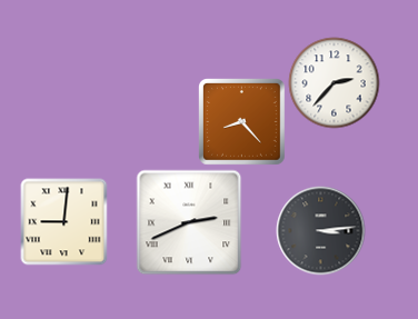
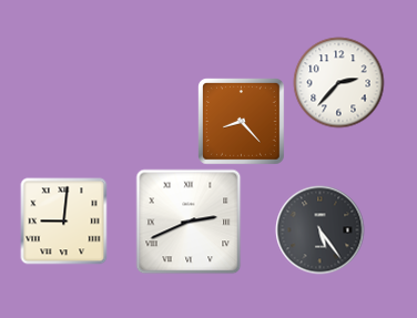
clock at (334, 82) position: (334, 82) -> (338, 82)
clock at (320, 230): 3:14 -> 5:24
